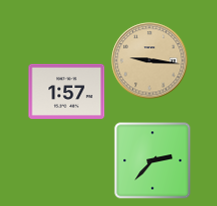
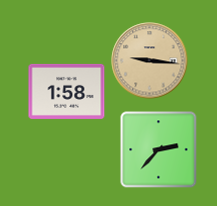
clock at (67, 91): 1:57 -> 1:58
clock at (153, 161) position: (153, 161) -> (159, 150)
